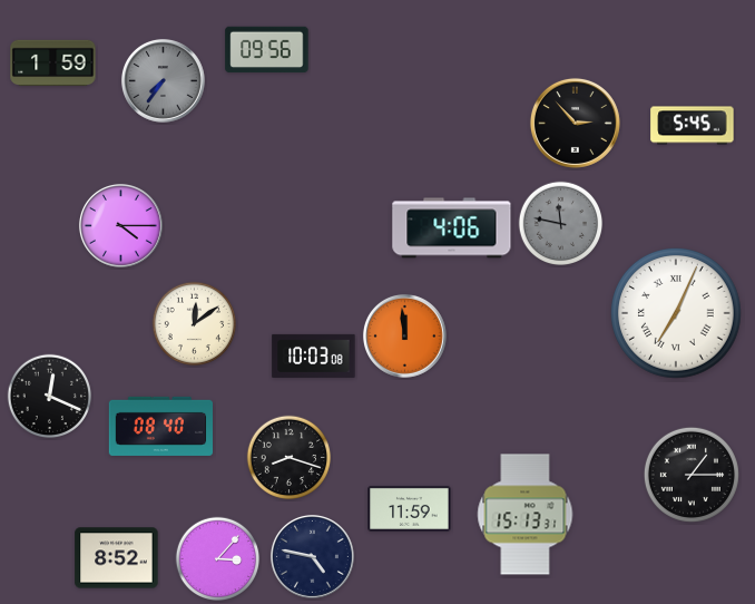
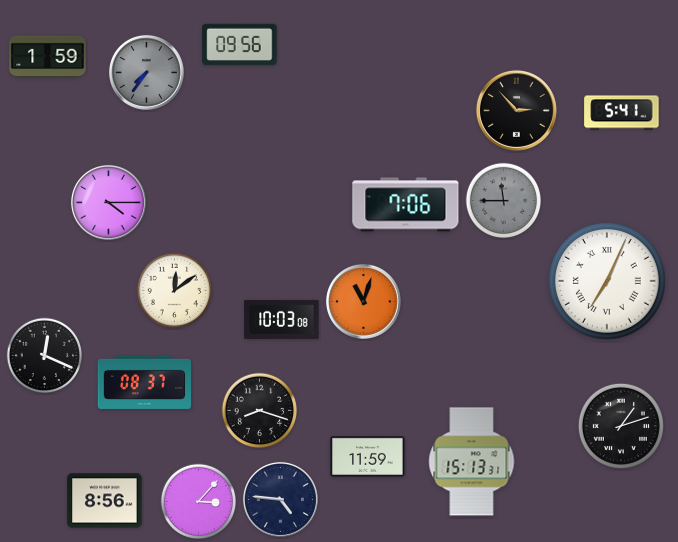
clock at (693, 126): 5:45 -> 5:41
clock at (561, 224): 11:47 -> 11:45
clock at (452, 228): 4:06 -> 7:06
clock at (404, 335): 11:59 -> 11:03
clock at (160, 426): 08:40 -> 08:37
clock at (692, 475): 1:15 -> 1:12
clock at (312, 556): 4:47 -> 4:46
clock at (117, 558): 8:52 -> 8:56
clock at (218, 559) position: (218, 559) -> (199, 502)
